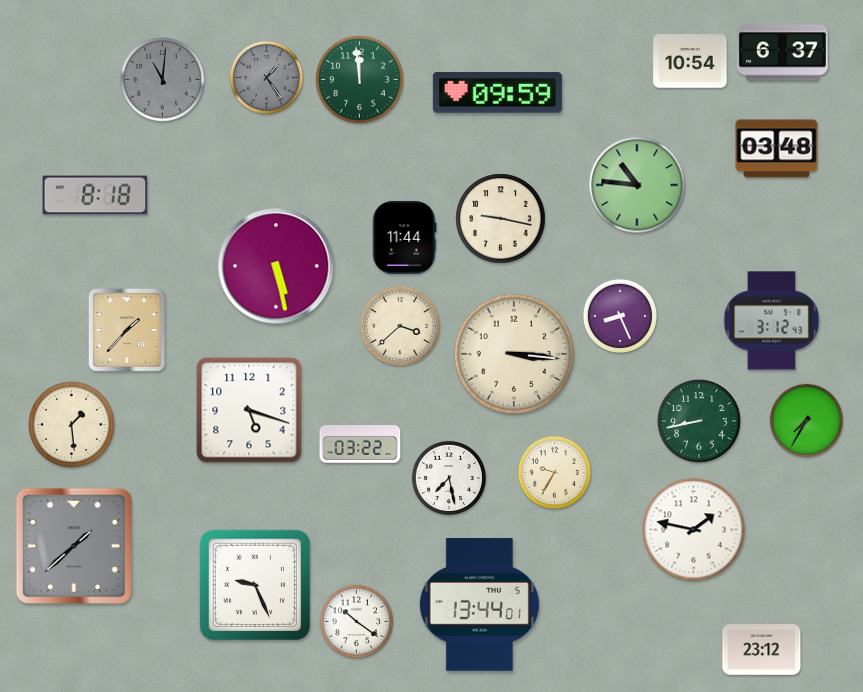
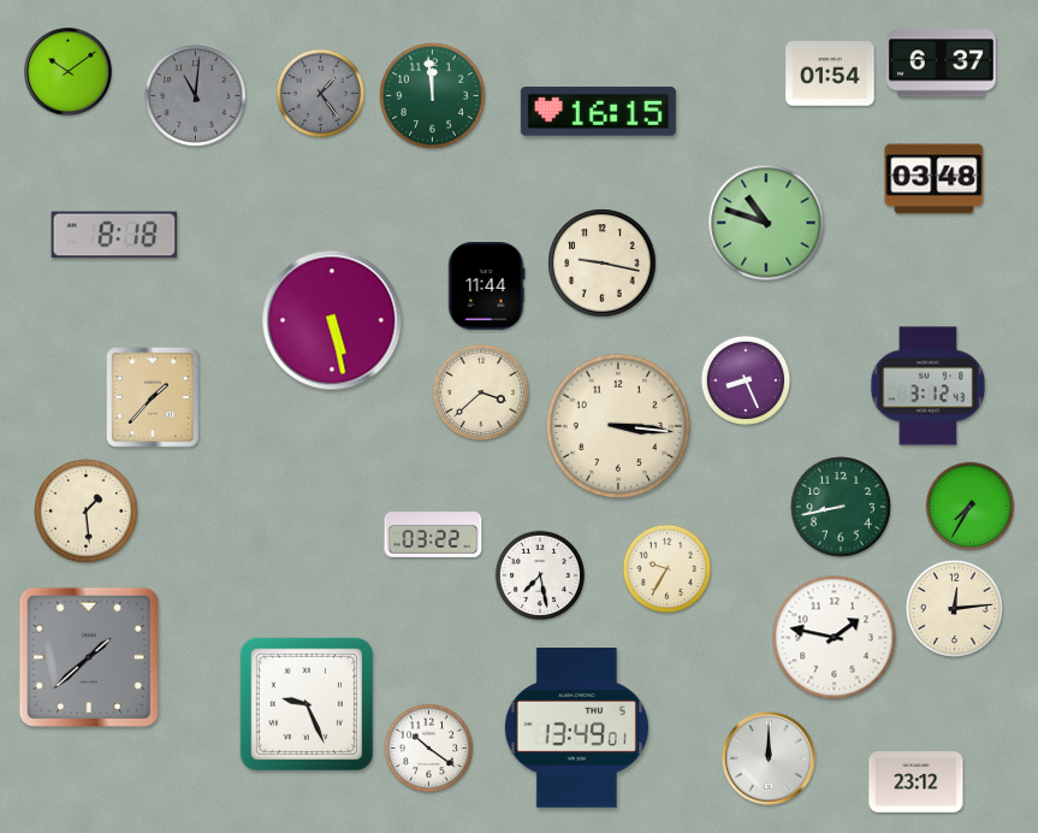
clock at (69, 72): none -> 10:09
clock at (690, 61): 10:54 -> 01:54
clock at (497, 93): 09:59 -> 16:15
clock at (637, 185): 10:46 -> 10:48
clock at (249, 410): 5:18 -> none
clock at (954, 608): none -> 12:14
clock at (479, 605): 13:44 -> 13:49
clock at (769, 758): none -> 12:00
